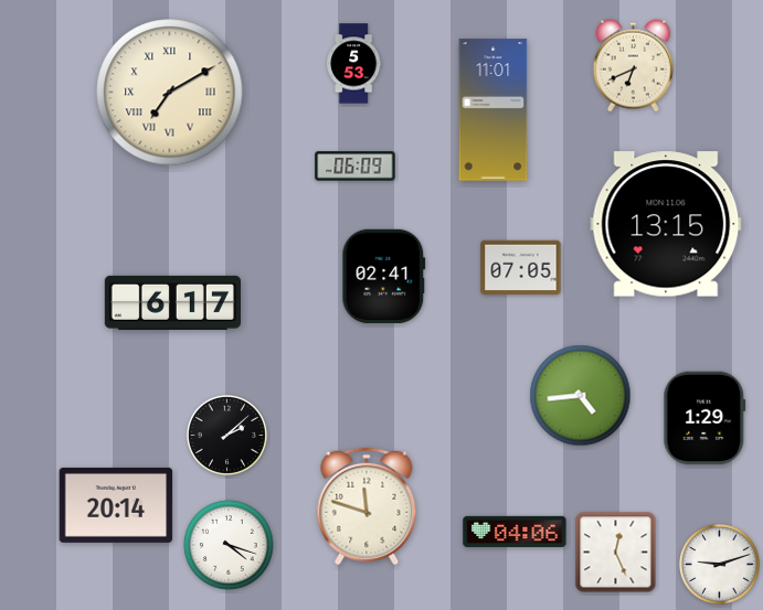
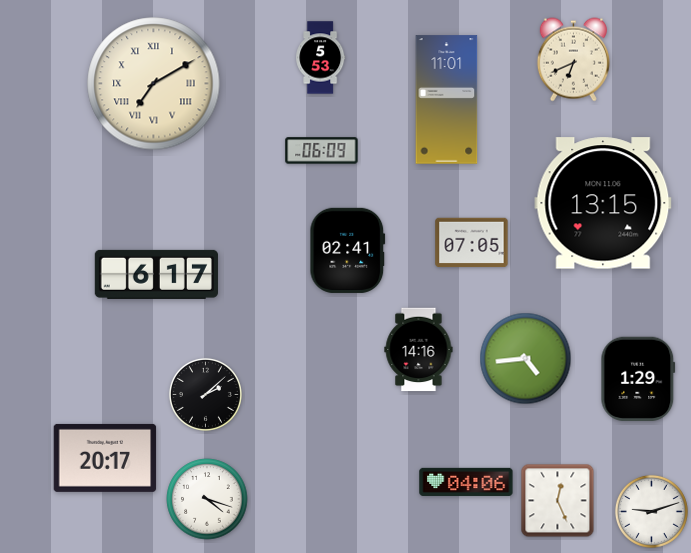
clock at (419, 350): none -> 14:16
clock at (116, 505): 20:14 -> 20:17
clock at (367, 506): 11:48 -> none
clock at (229, 545) position: (229, 545) -> (207, 499)
